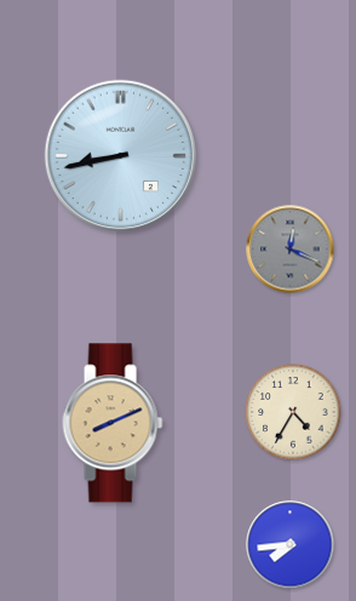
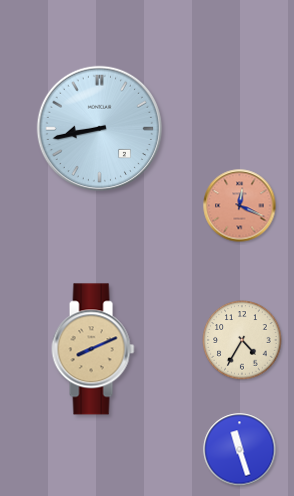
clock at (291, 250) dial: grey -> salmon
clock at (291, 545): 7:44 -> 11:27
